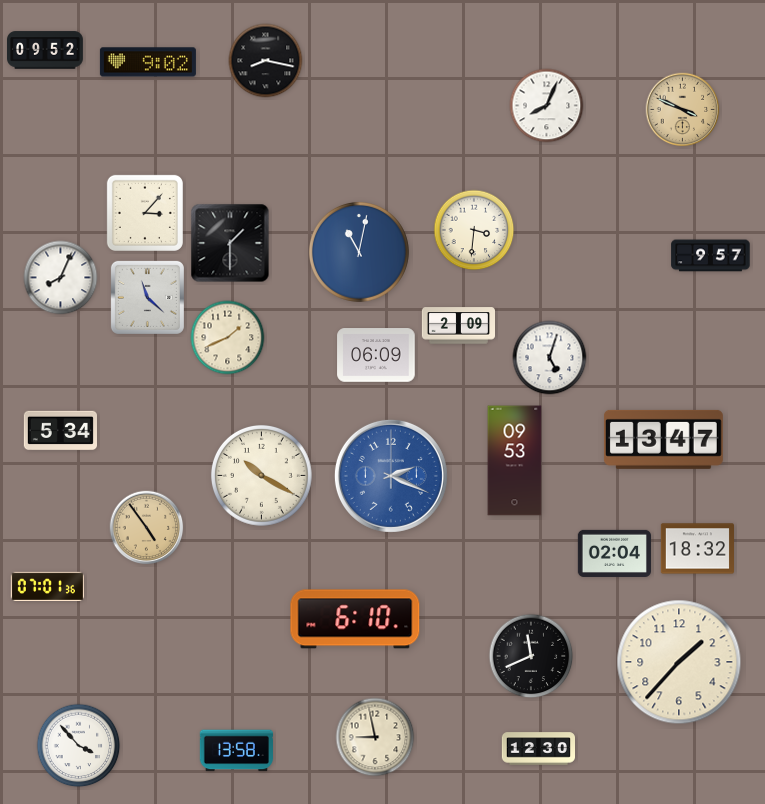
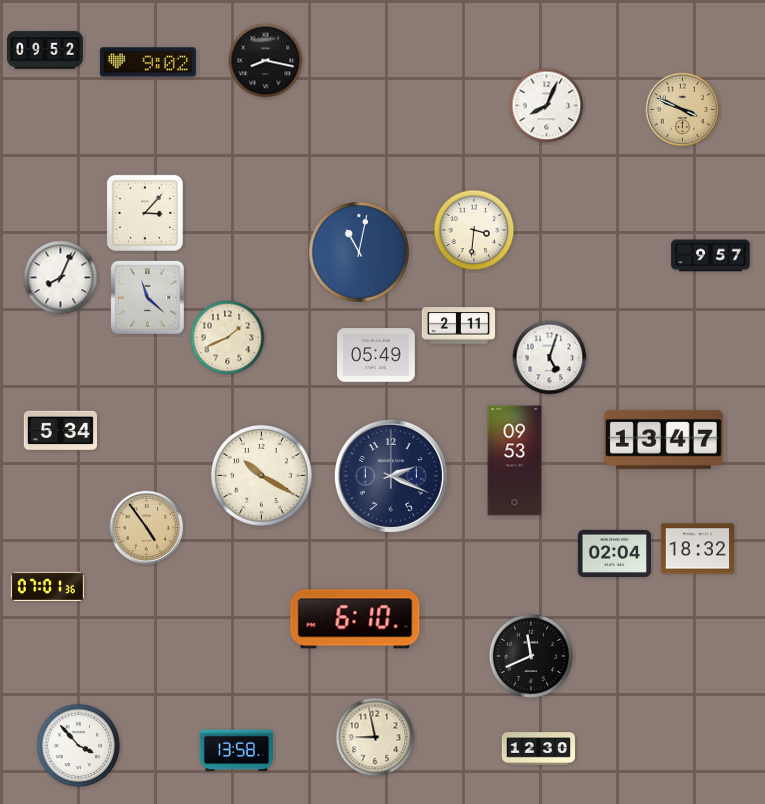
clock at (230, 243): 1:30 -> none
clock at (458, 326): 2:09 -> 2:11
clock at (376, 355): 06:09 -> 05:49
clock at (391, 476) dial: blue -> navy
clock at (679, 662): 1:37 -> none
